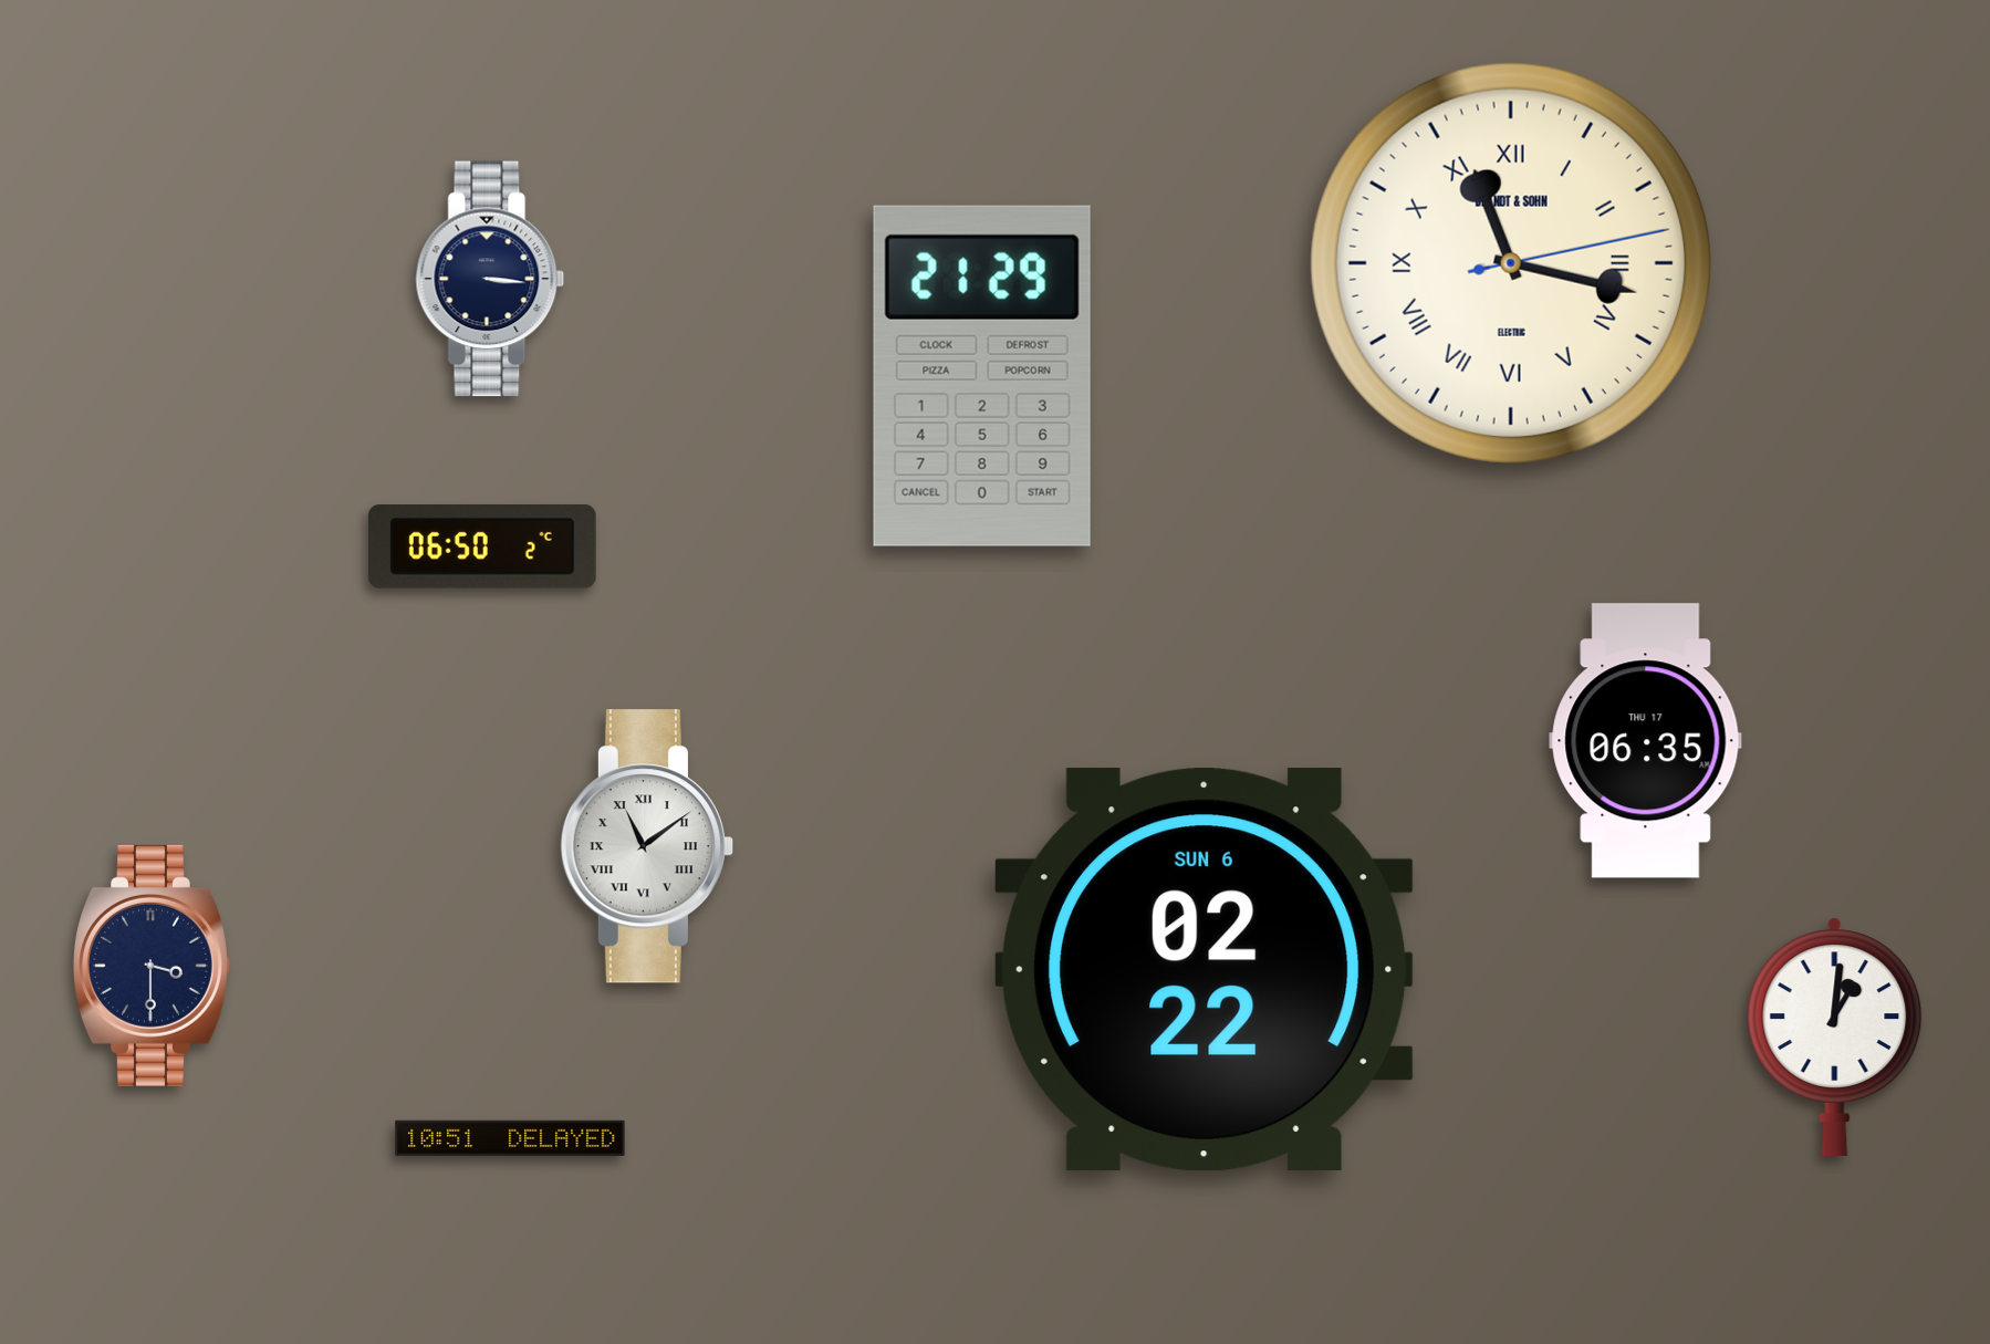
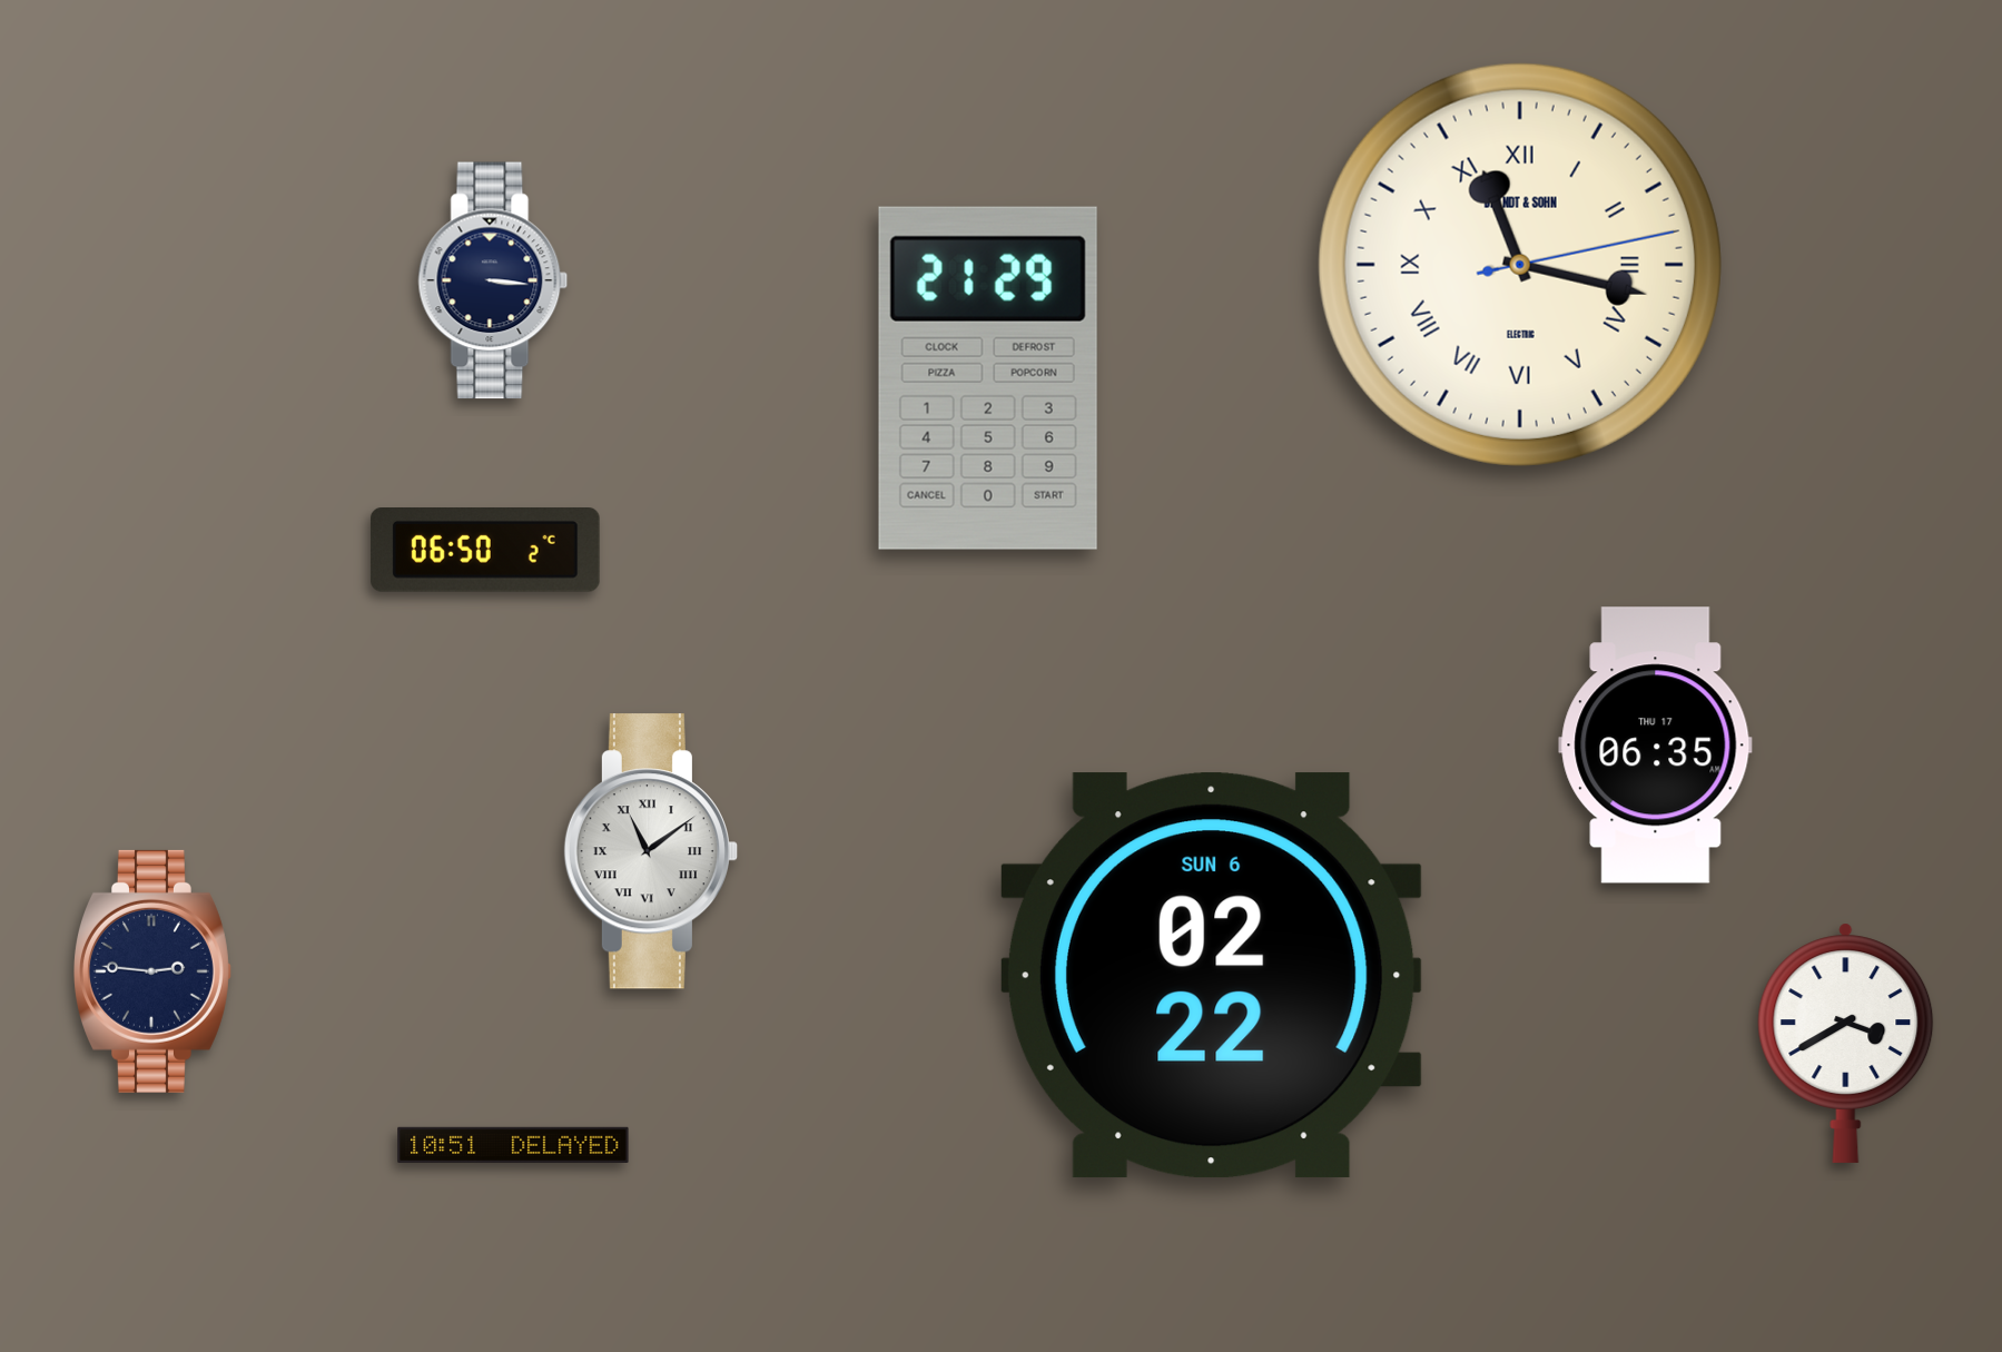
clock at (153, 966): 3:30 -> 2:46
clock at (1835, 1036): 1:01 -> 3:40
